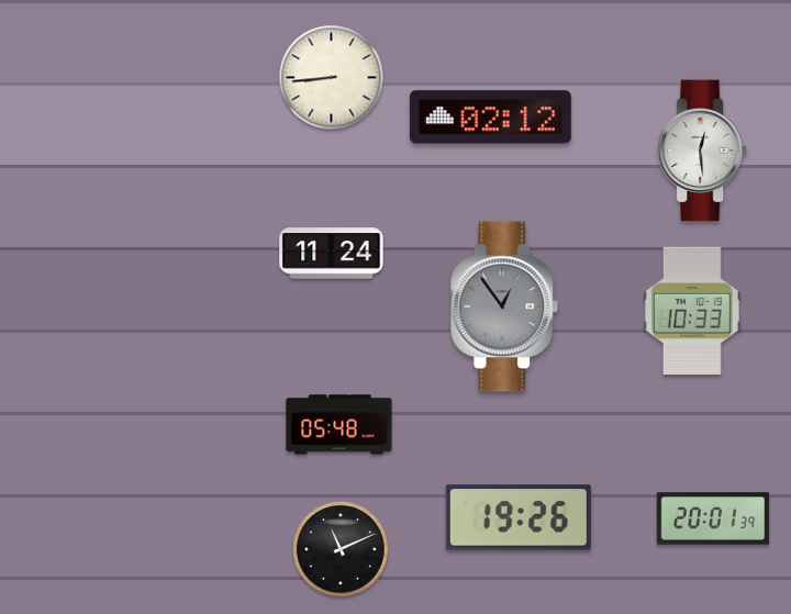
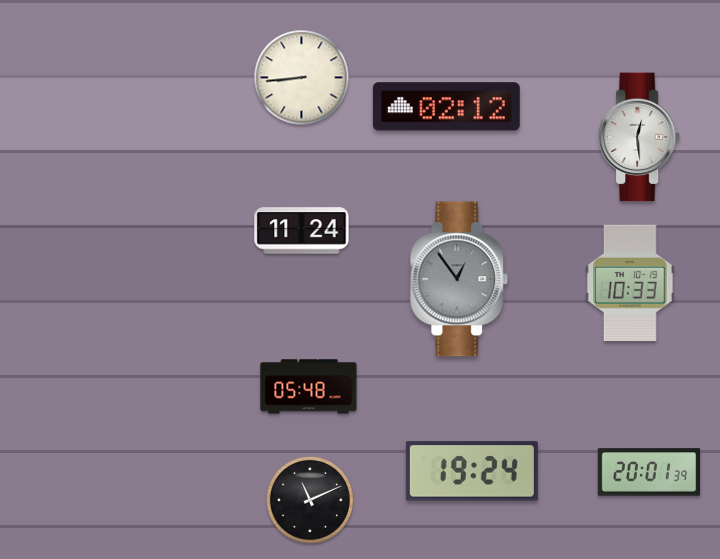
clock at (332, 78) position: (332, 78) -> (302, 78)
clock at (519, 517): 19:26 -> 19:24
